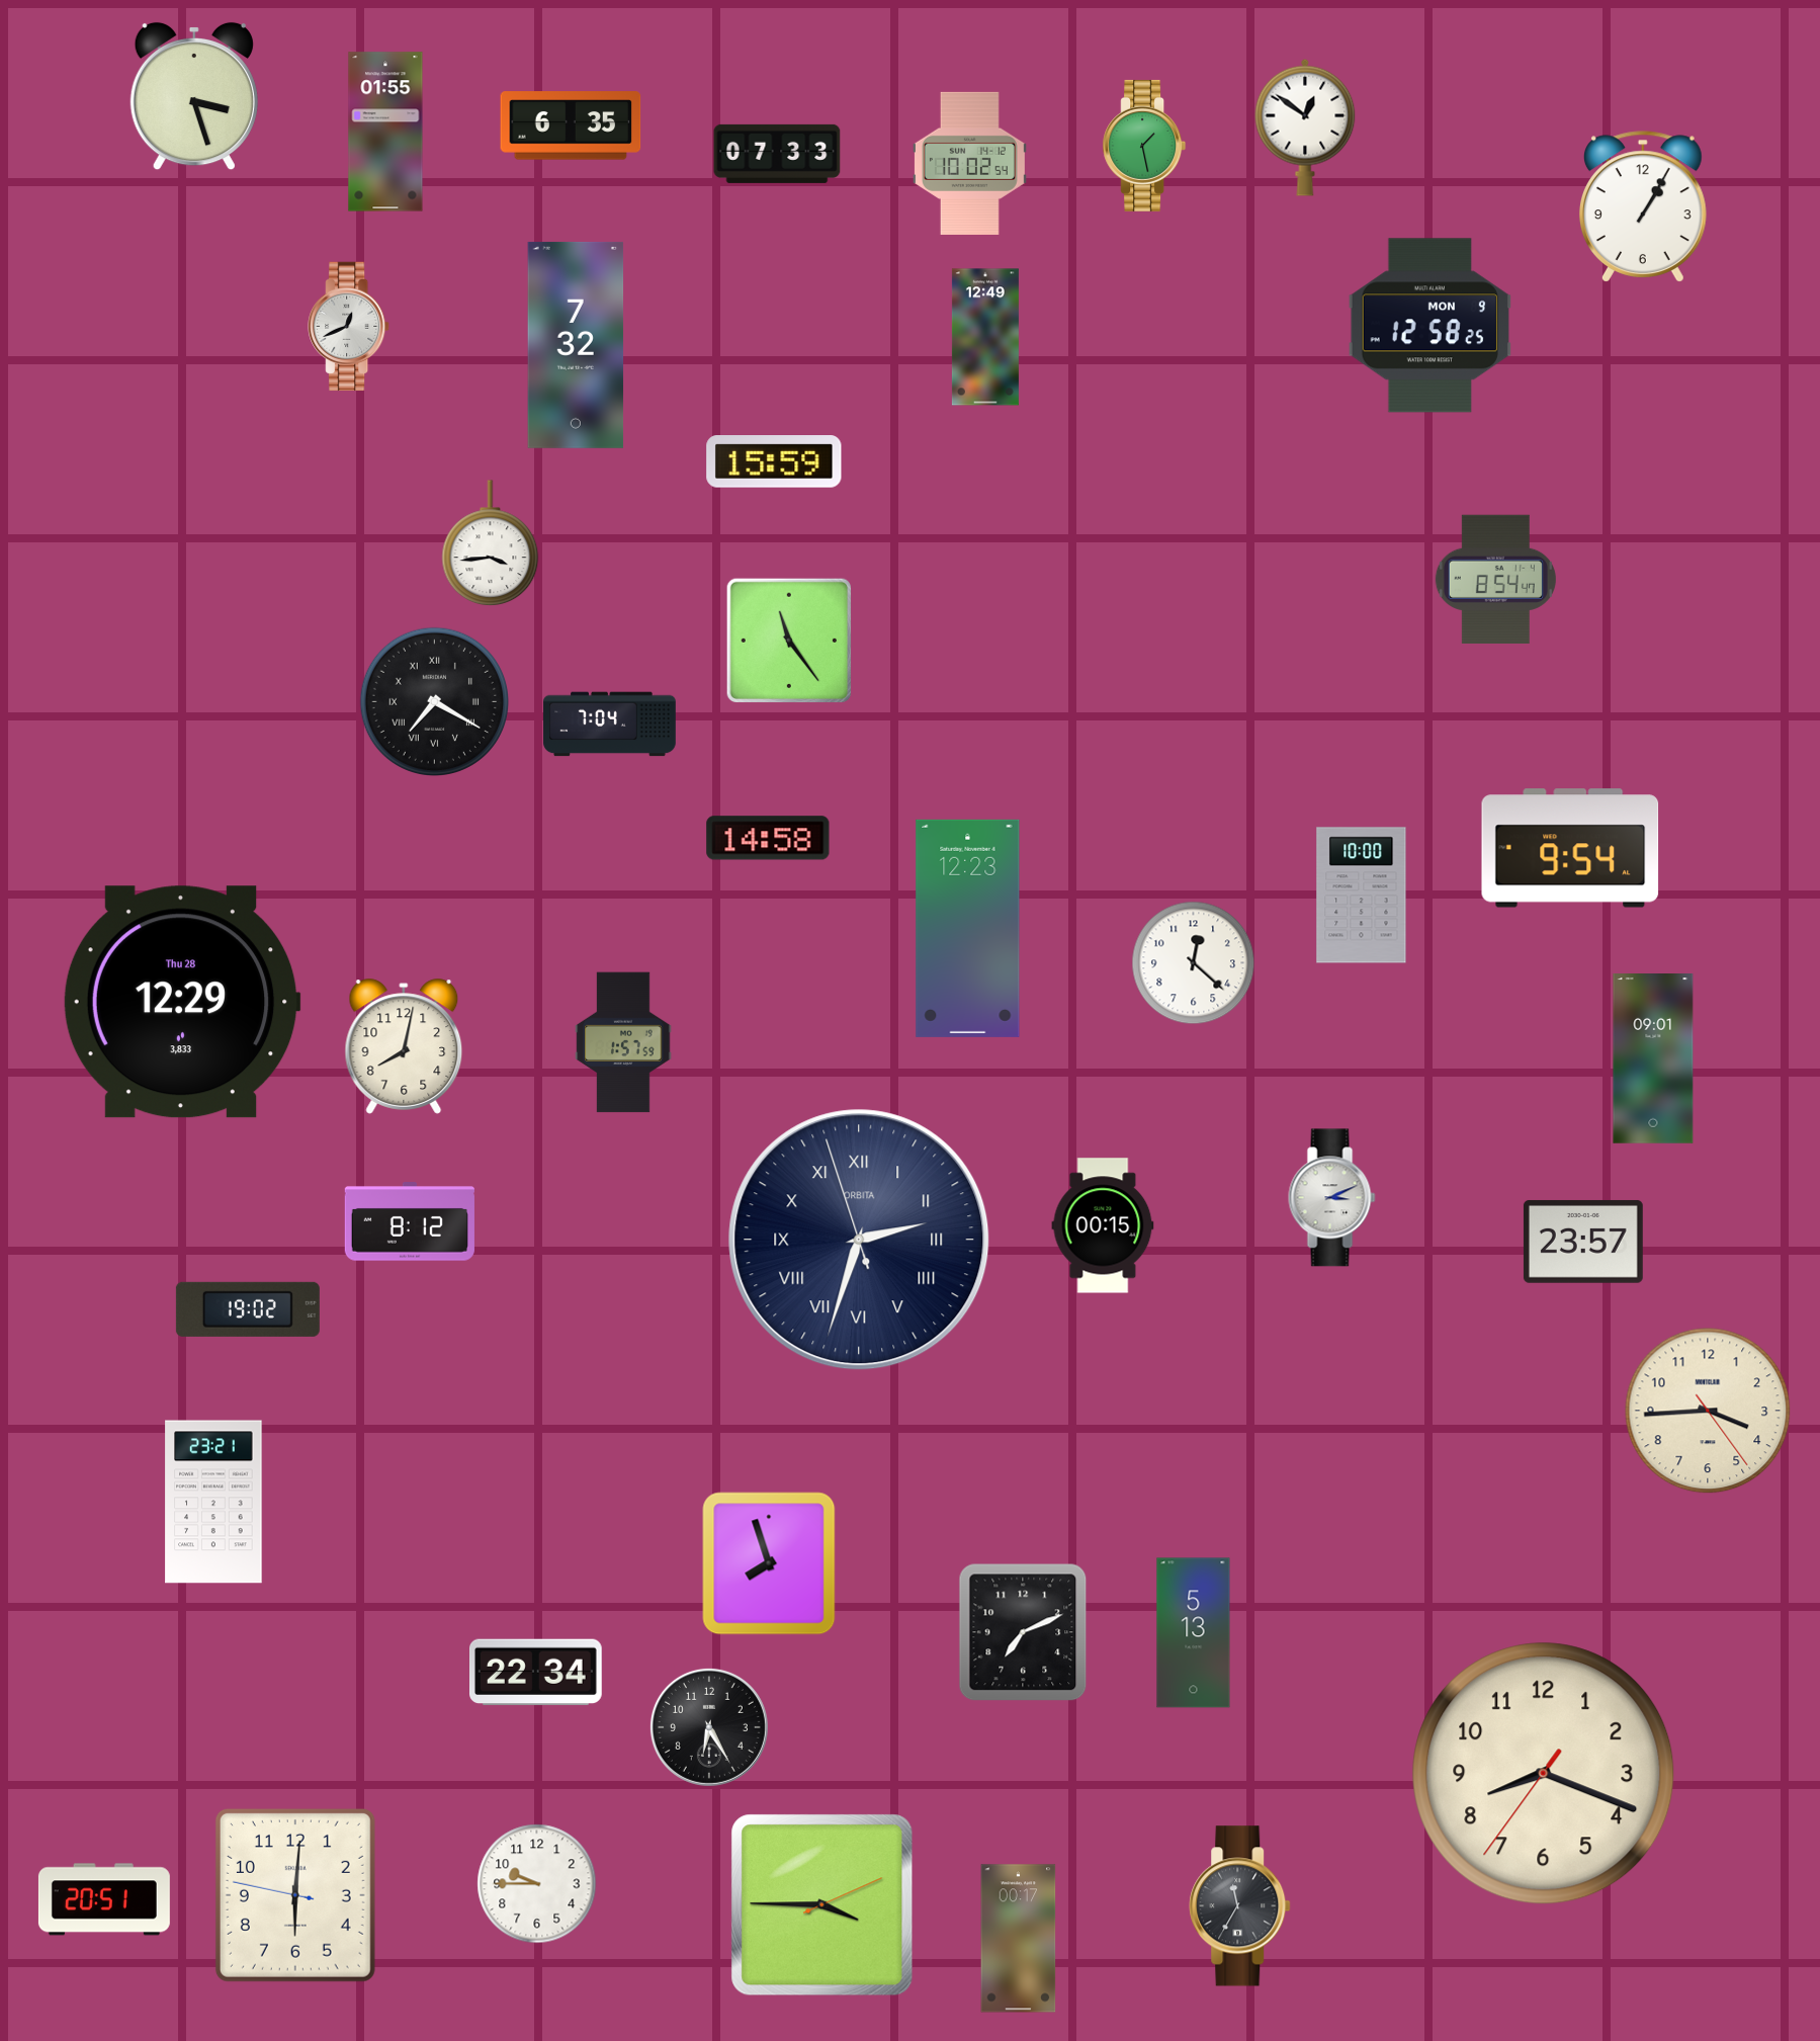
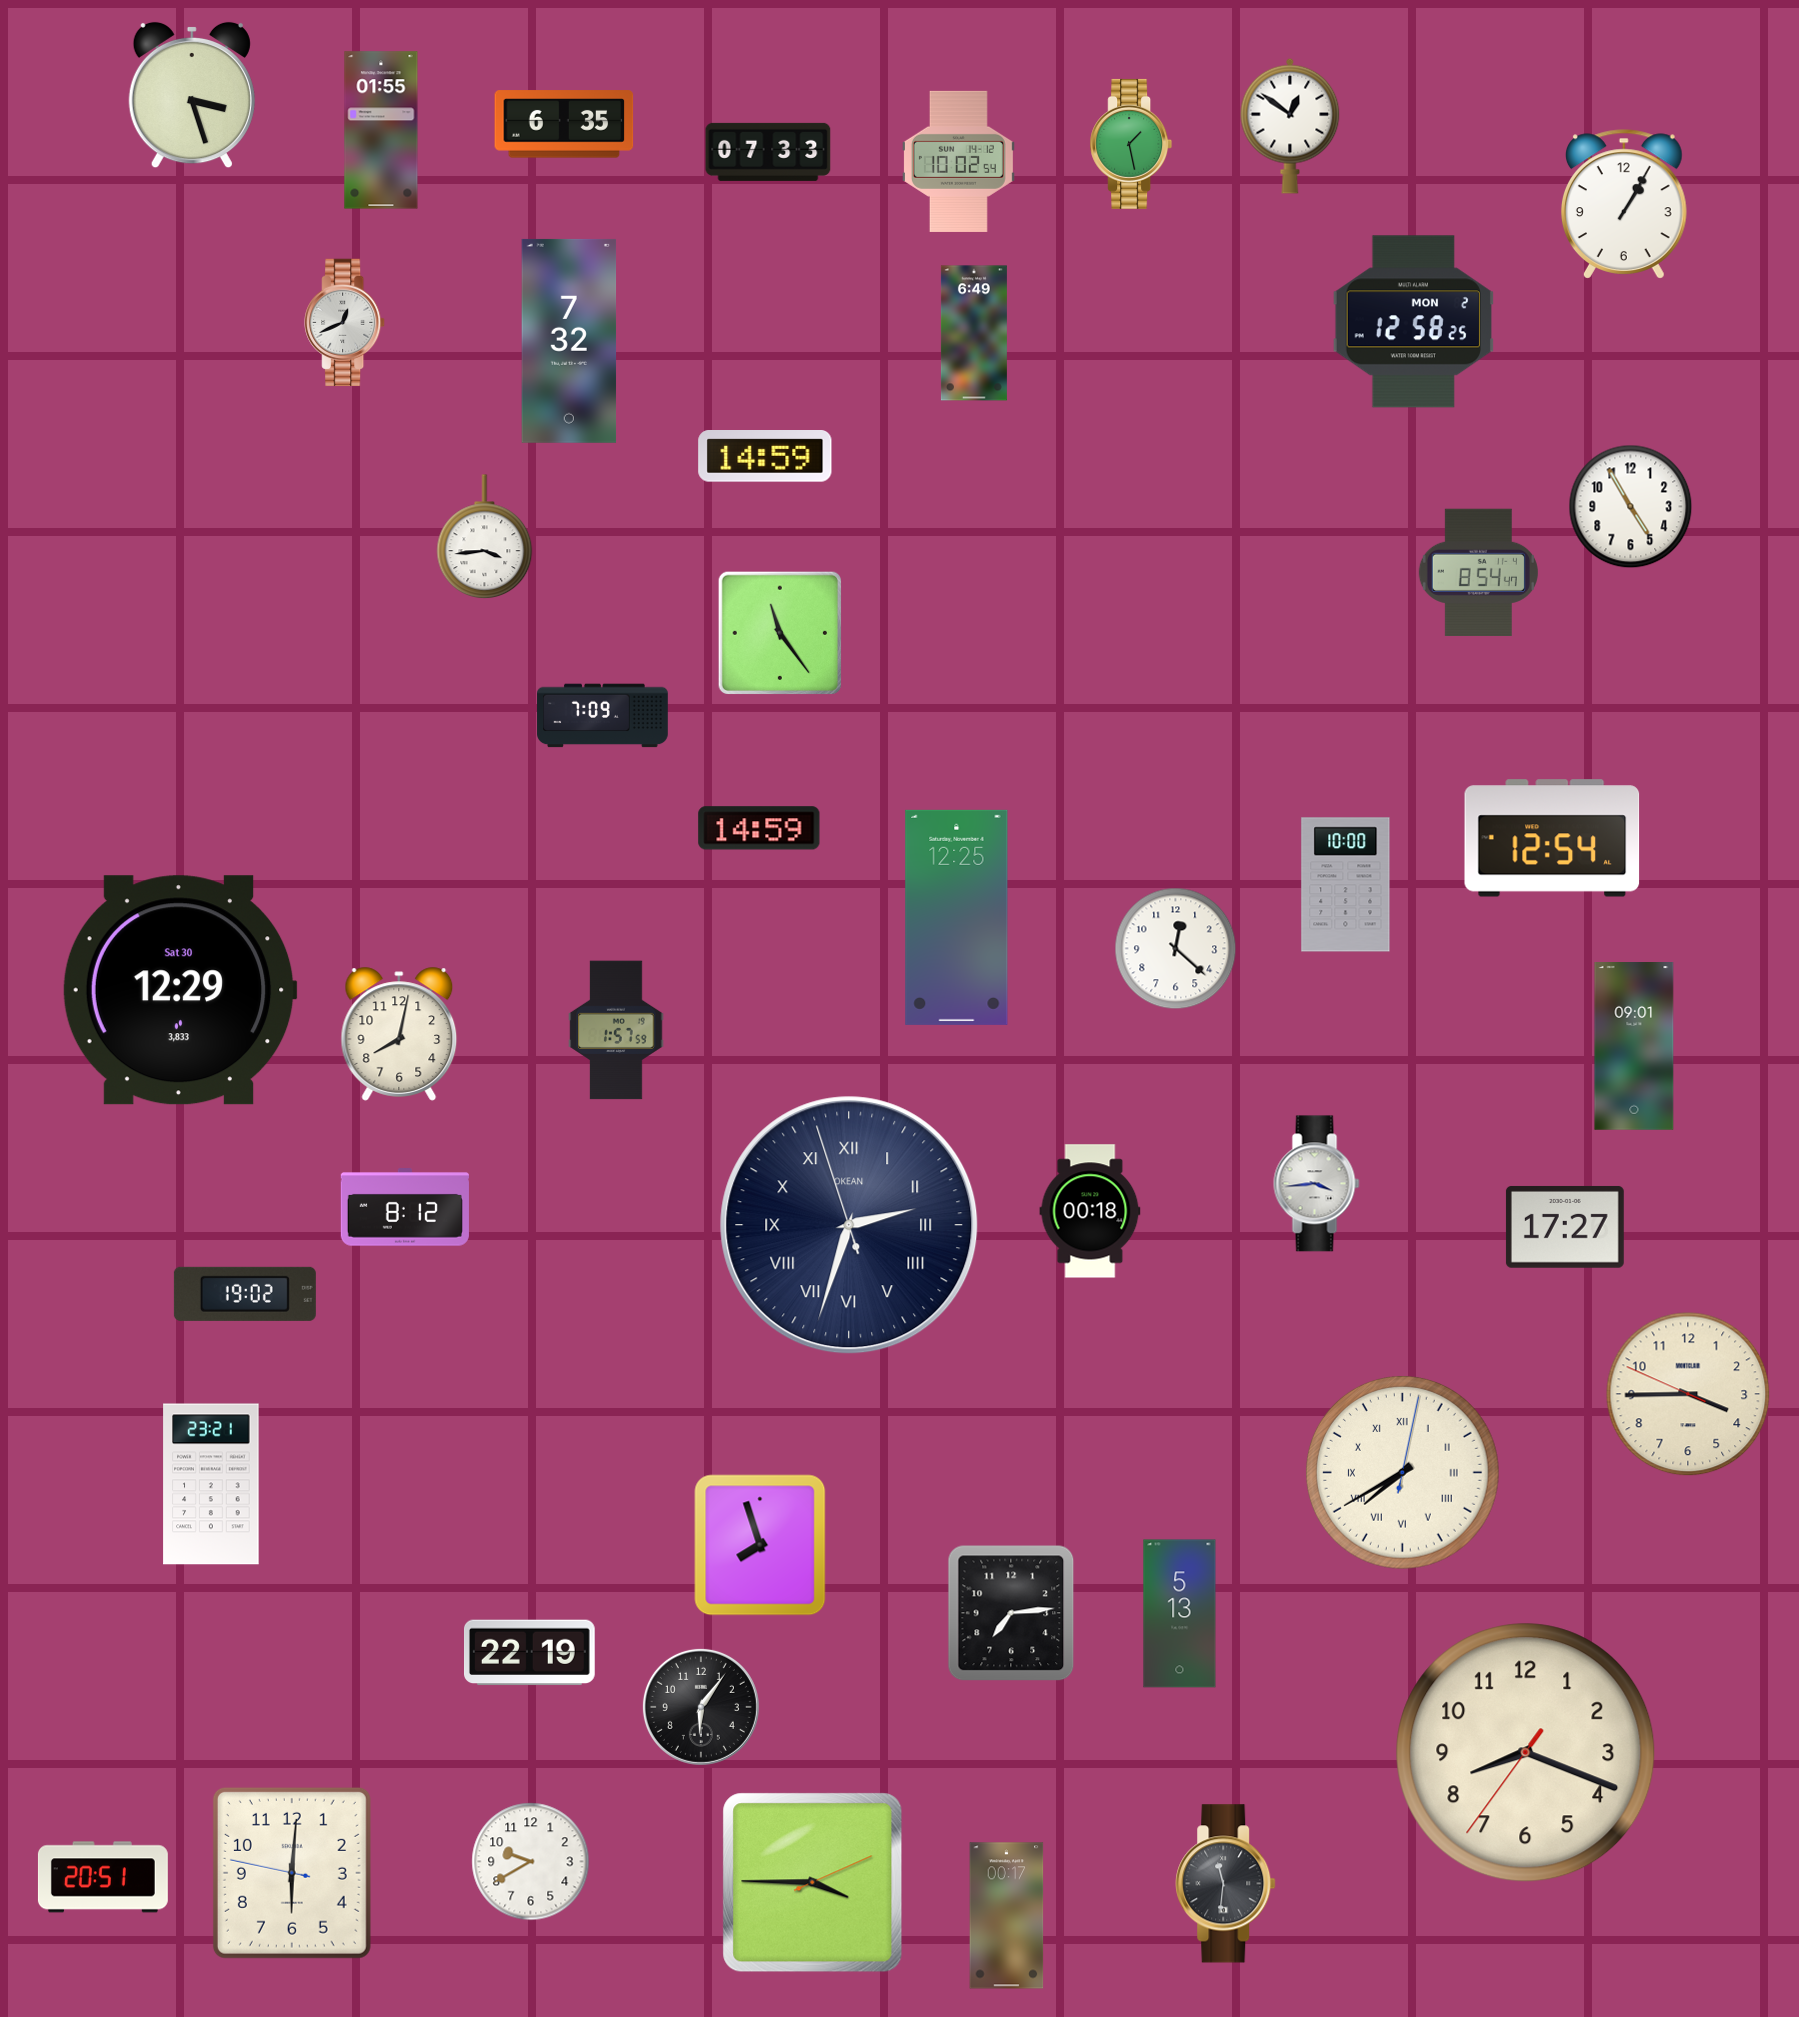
clock at (1429, 326) date: MON 9 -> MON 2
clock at (985, 337): 12:49 -> 6:49
clock at (774, 462): 15:59 -> 14:59
clock at (1631, 507): none -> 4:55
clock at (434, 701): 7:20 -> none
clock at (610, 725): 7:04 -> 7:09
clock at (768, 838): 14:58 -> 14:59
clock at (1570, 848): 9:54 -> 12:54
clock at (968, 928): 12:23 -> 12:25
clock at (1194, 963) position: (1194, 963) -> (1176, 949)
clock at (182, 1002) date: Thu 28 -> Sat 30
clock at (1332, 1198): 3:11 -> 3:44
clock at (1103, 1225): 00:15 -> 00:18
clock at (859, 1240) brand: ORBITA -> OKEAN
clock at (1583, 1242): 23:57 -> 17:27
clock at (1708, 1411): 3:44:24 -> 3:44:49
clock at (1402, 1472): none -> 7:40
clock at (1023, 1632): 7:11 -> 7:14
clock at (536, 1673): 22:34 -> 22:19
clock at (709, 1727): 6:25 -> 6:06
clock at (537, 1884): 9:45 -> 9:40
clock at (1240, 1906): 11:35 -> 11:31
